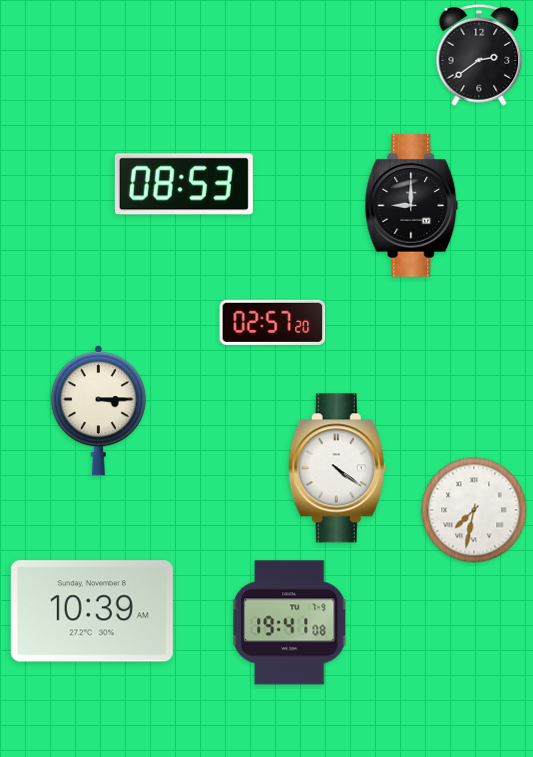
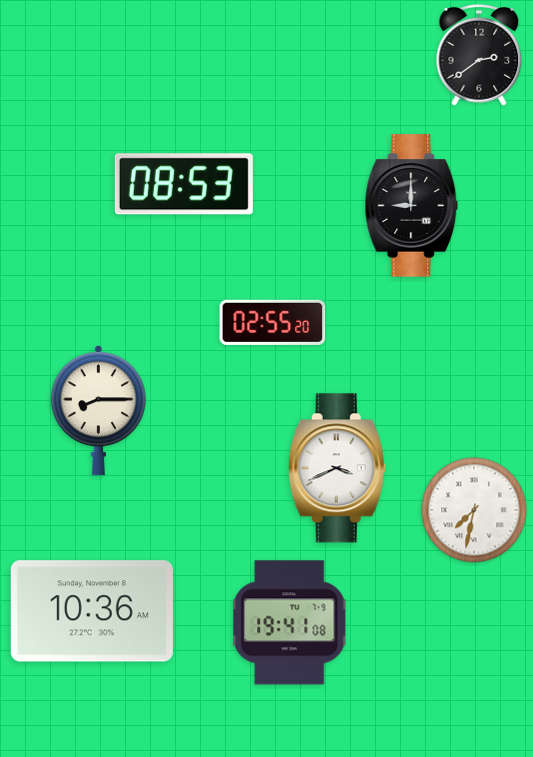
clock at (273, 322): 02:57 -> 02:55
clock at (98, 411): 3:15 -> 8:15
clock at (337, 468): 4:21 -> 3:41
clock at (92, 611): 10:39 -> 10:36
